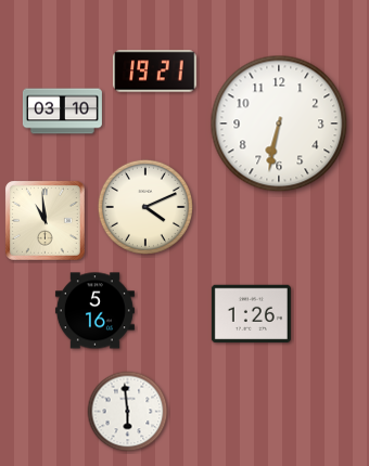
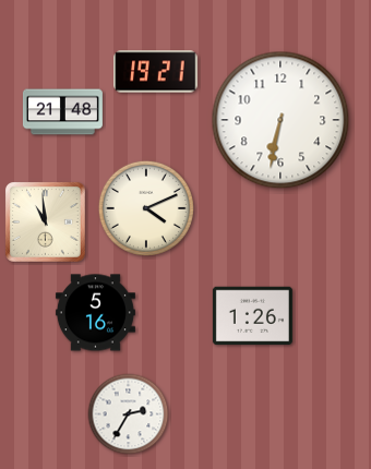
clock at (62, 112): 03:10 -> 21:48
clock at (279, 124) position: (279, 124) -> (280, 120)
clock at (128, 412): 5:59 -> 2:35
